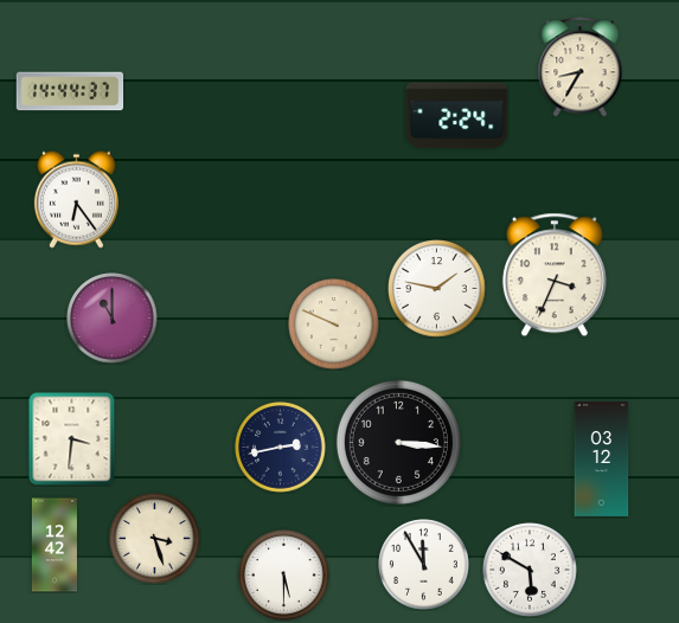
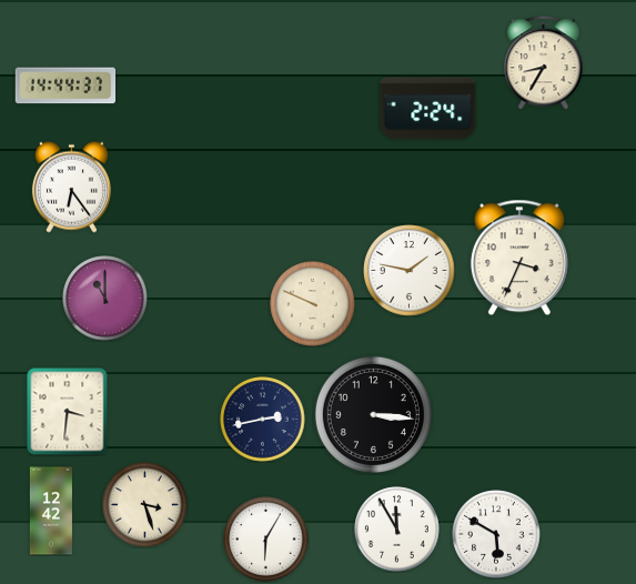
clock at (602, 458): 03:12 -> none
clock at (284, 576): 5:30 -> 6:05
